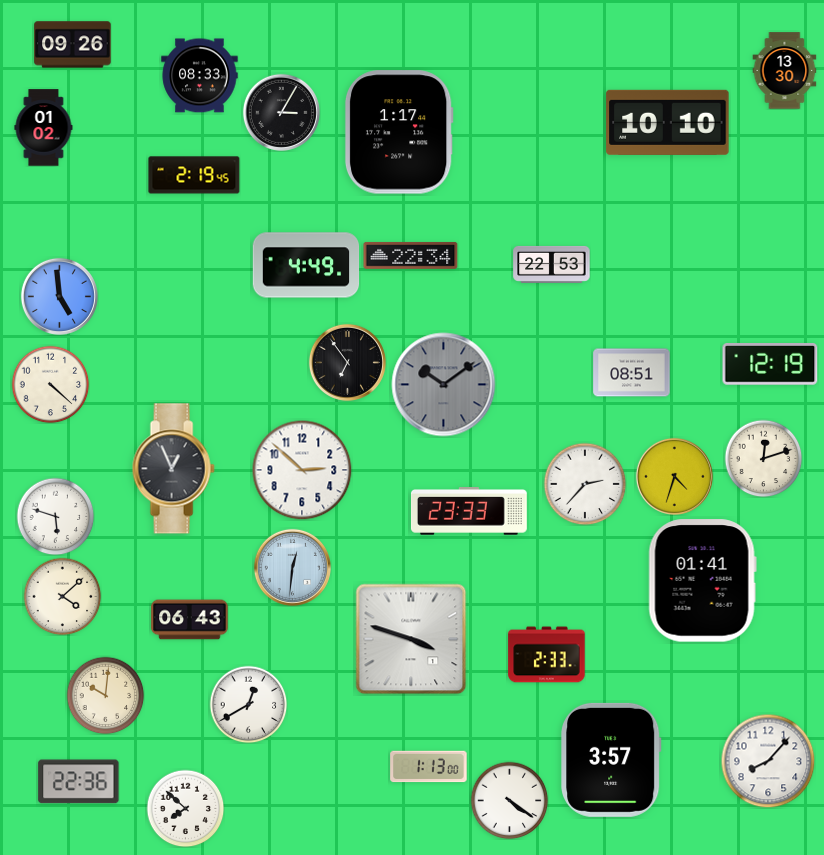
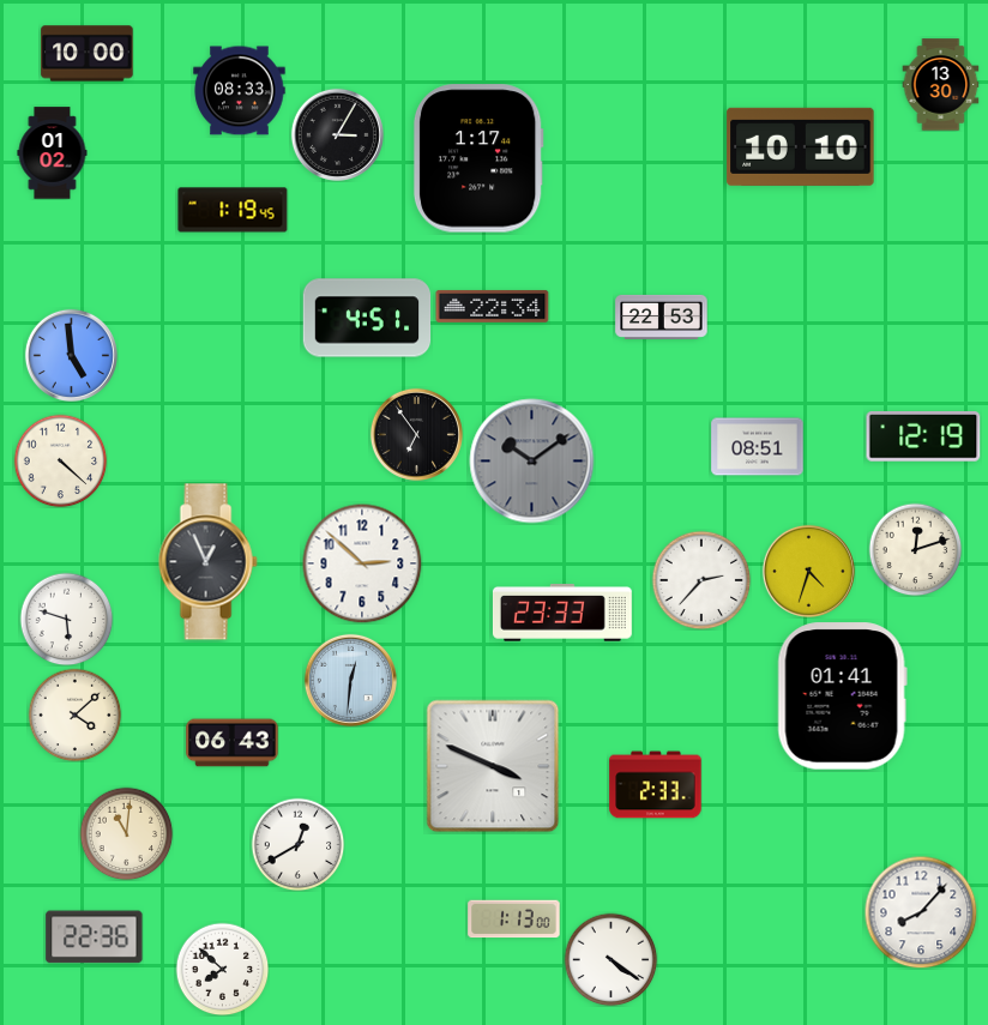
clock at (73, 45): 09:26 -> 10:00
clock at (194, 175): 2:19 -> 1:19
clock at (306, 265): 4:49 -> 4:51
clock at (190, 620) position: (190, 620) -> (233, 743)
clock at (411, 639): 3:48 -> 3:49
clock at (105, 695): 10:01 -> 11:01
clock at (612, 760): 3:57 -> none
